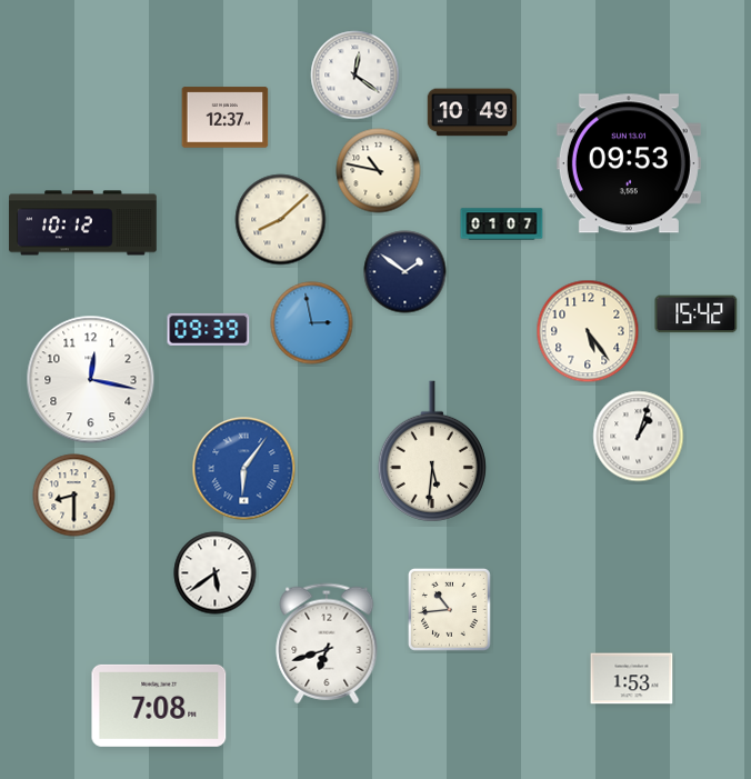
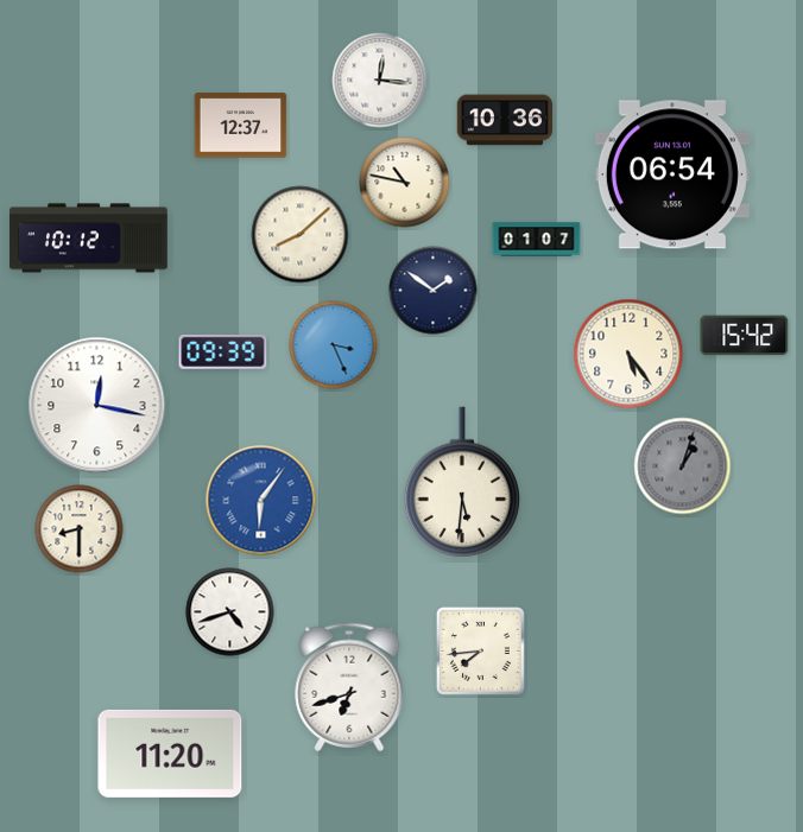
clock at (356, 76): 12:21 -> 12:16
clock at (471, 112): 10:49 -> 10:36
clock at (629, 163): 09:53 -> 06:54
clock at (312, 323): 2:58 -> 3:26
clock at (639, 437) dial: white -> grey
clock at (216, 573): 5:39 -> 4:42
clock at (449, 609): 10:44 -> 7:44
clock at (632, 679): 1:53 -> none
clock at (159, 706): 7:08 -> 11:20
